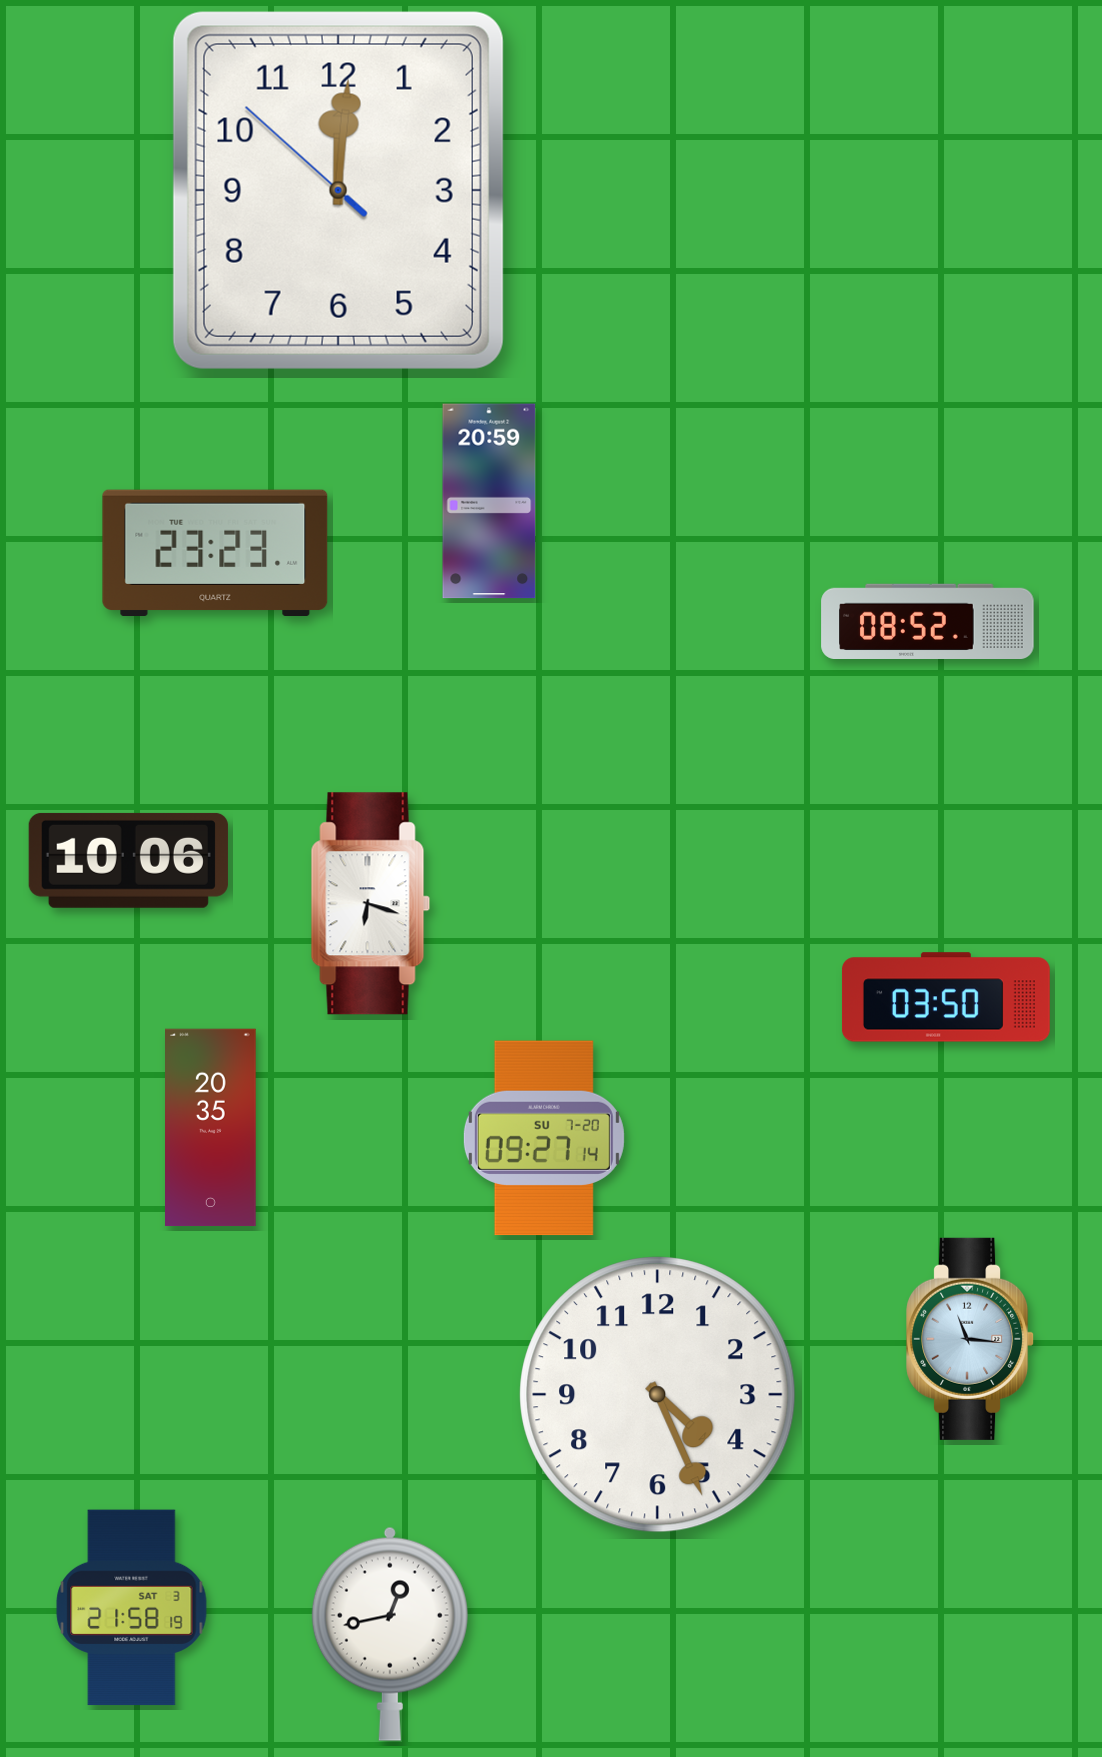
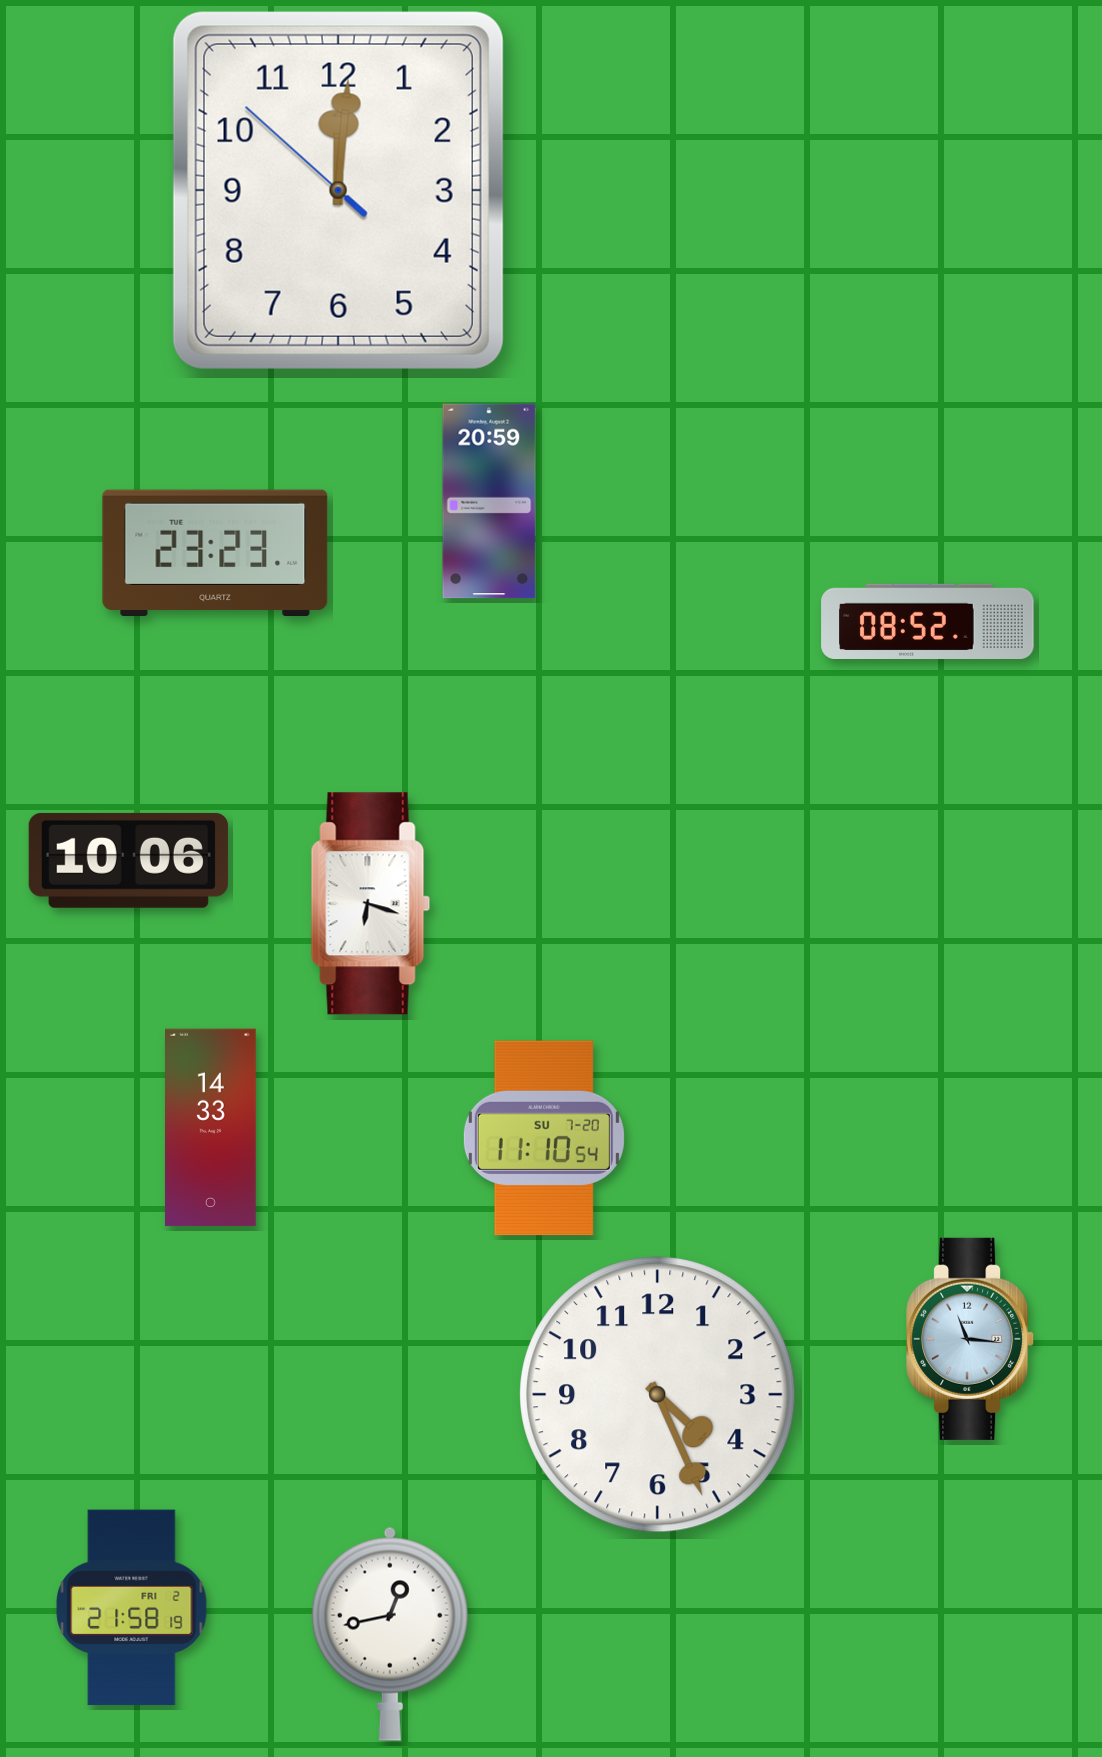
clock at (946, 997): 03:50 -> none
clock at (211, 1128): 20:35 -> 14:33
clock at (544, 1138): 09:27 -> 11:10
clock at (132, 1608) date: SAT 3 -> FRI 2
